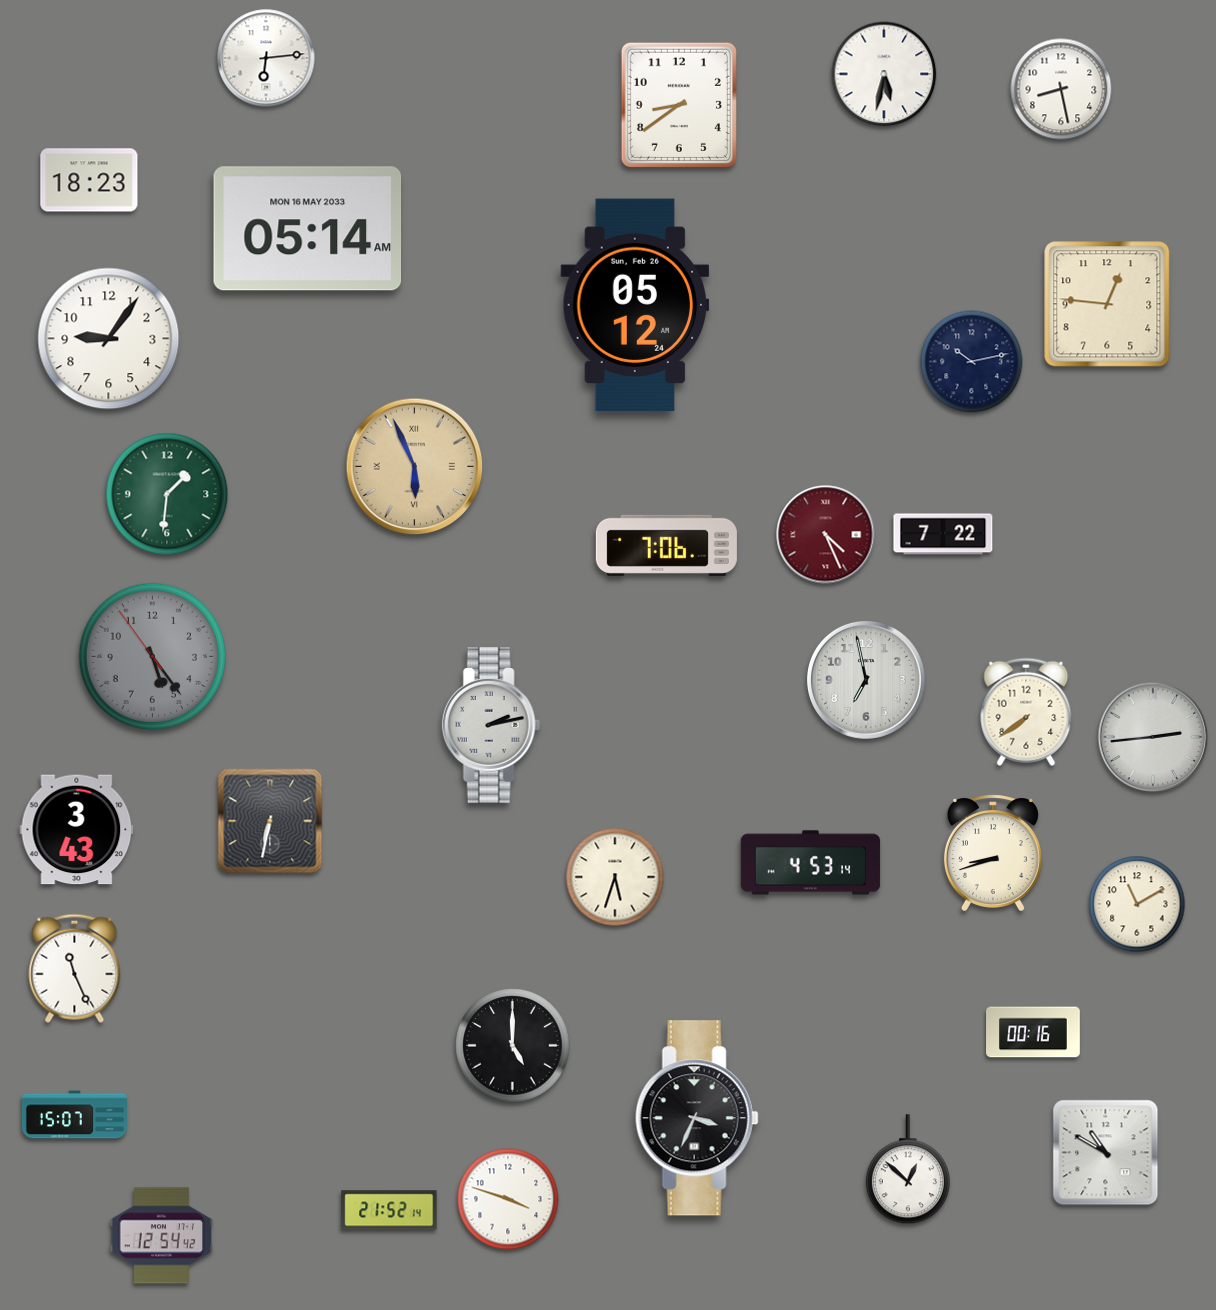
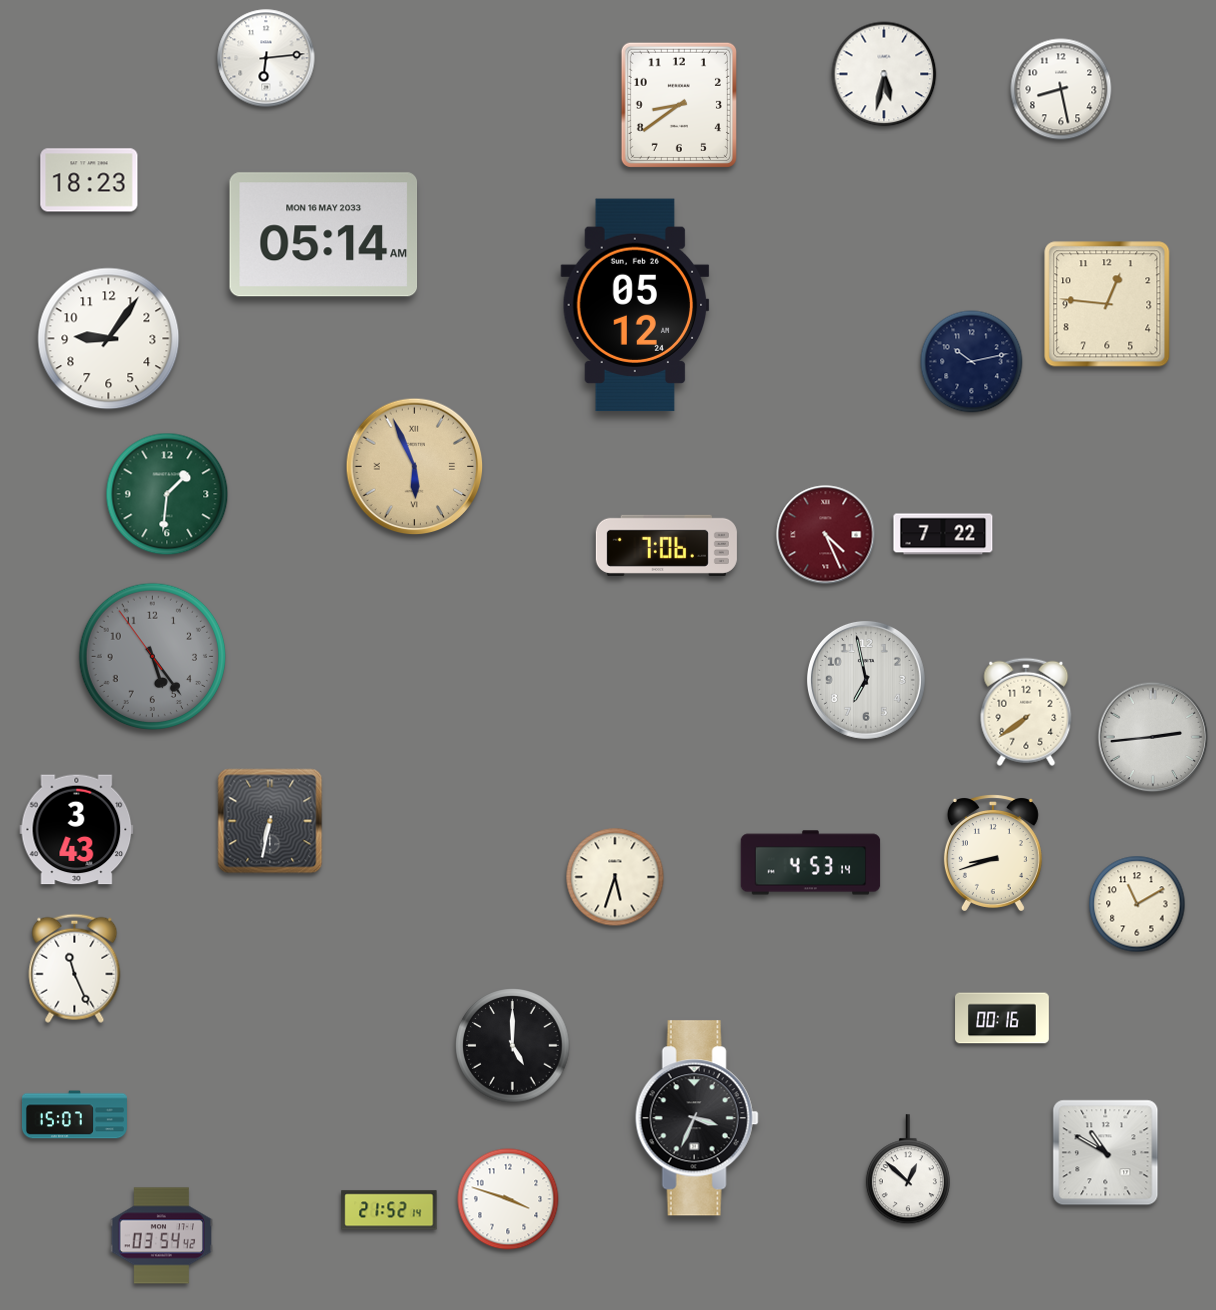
clock at (307, 229) position: (307, 229) -> (323, 235)
clock at (491, 726): 2:13 -> none
clock at (1033, 1032) position: (1033, 1032) -> (1002, 1018)
clock at (161, 1236): 12:54 -> 03:54
